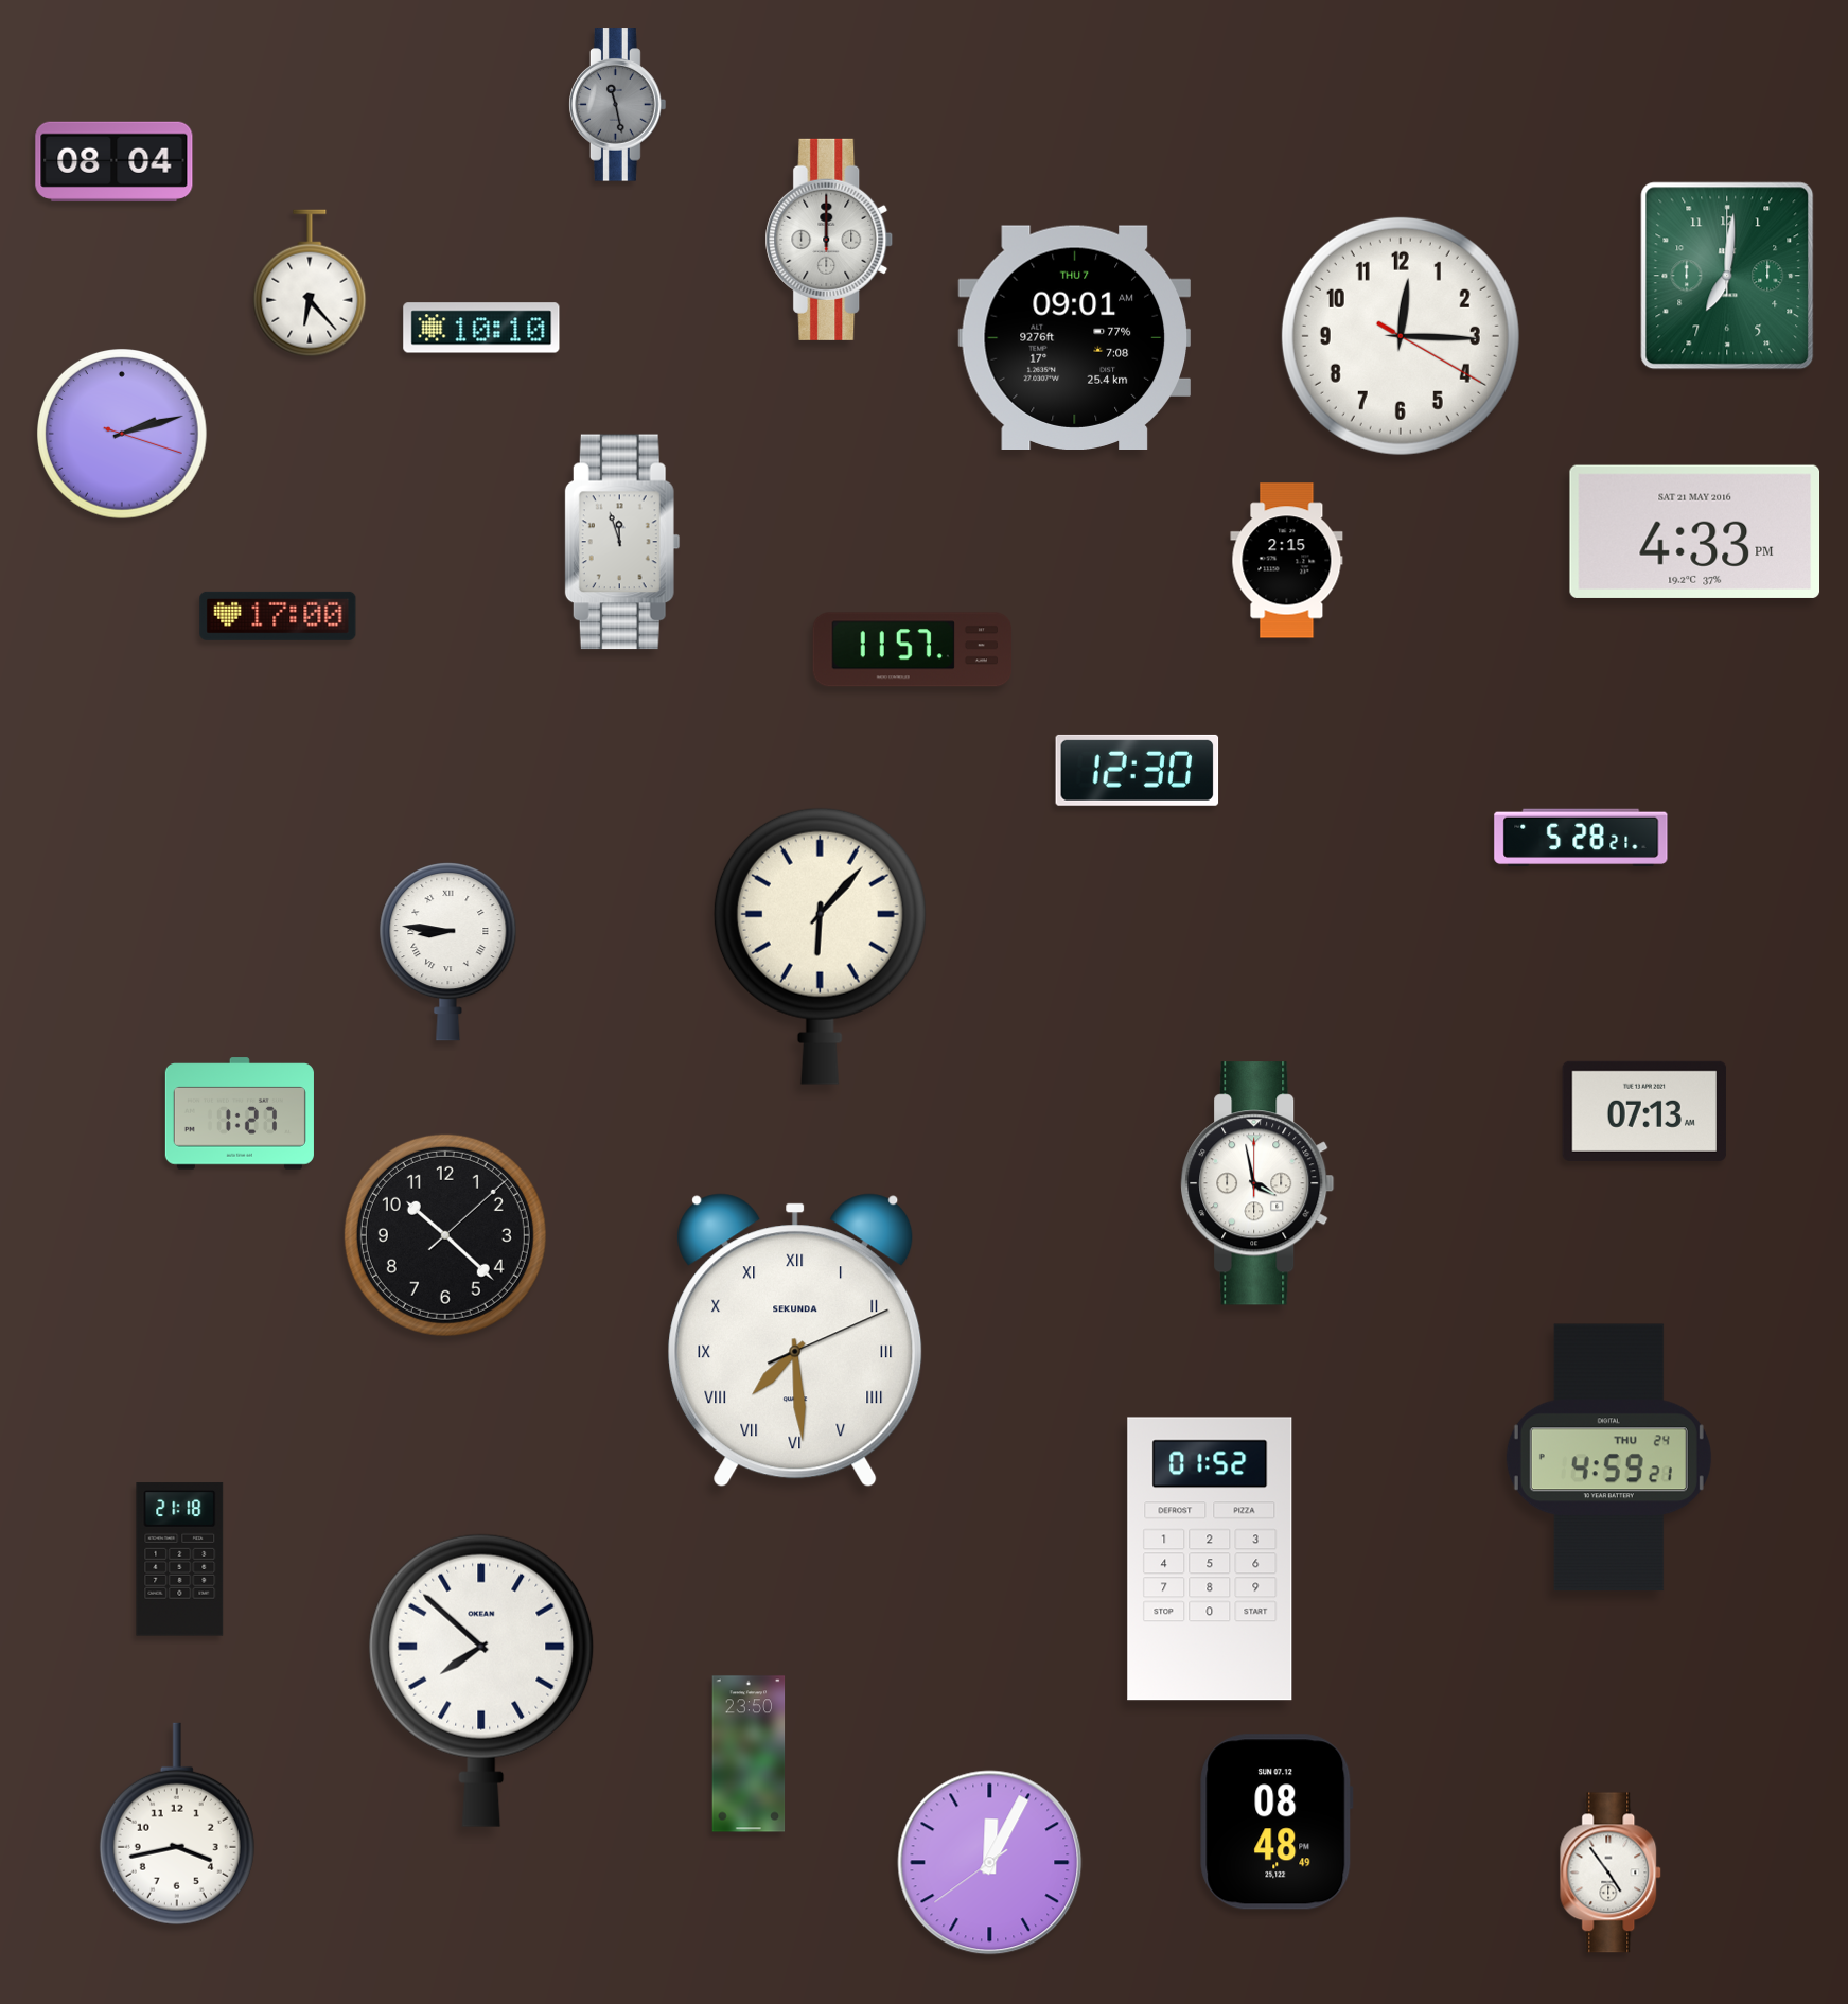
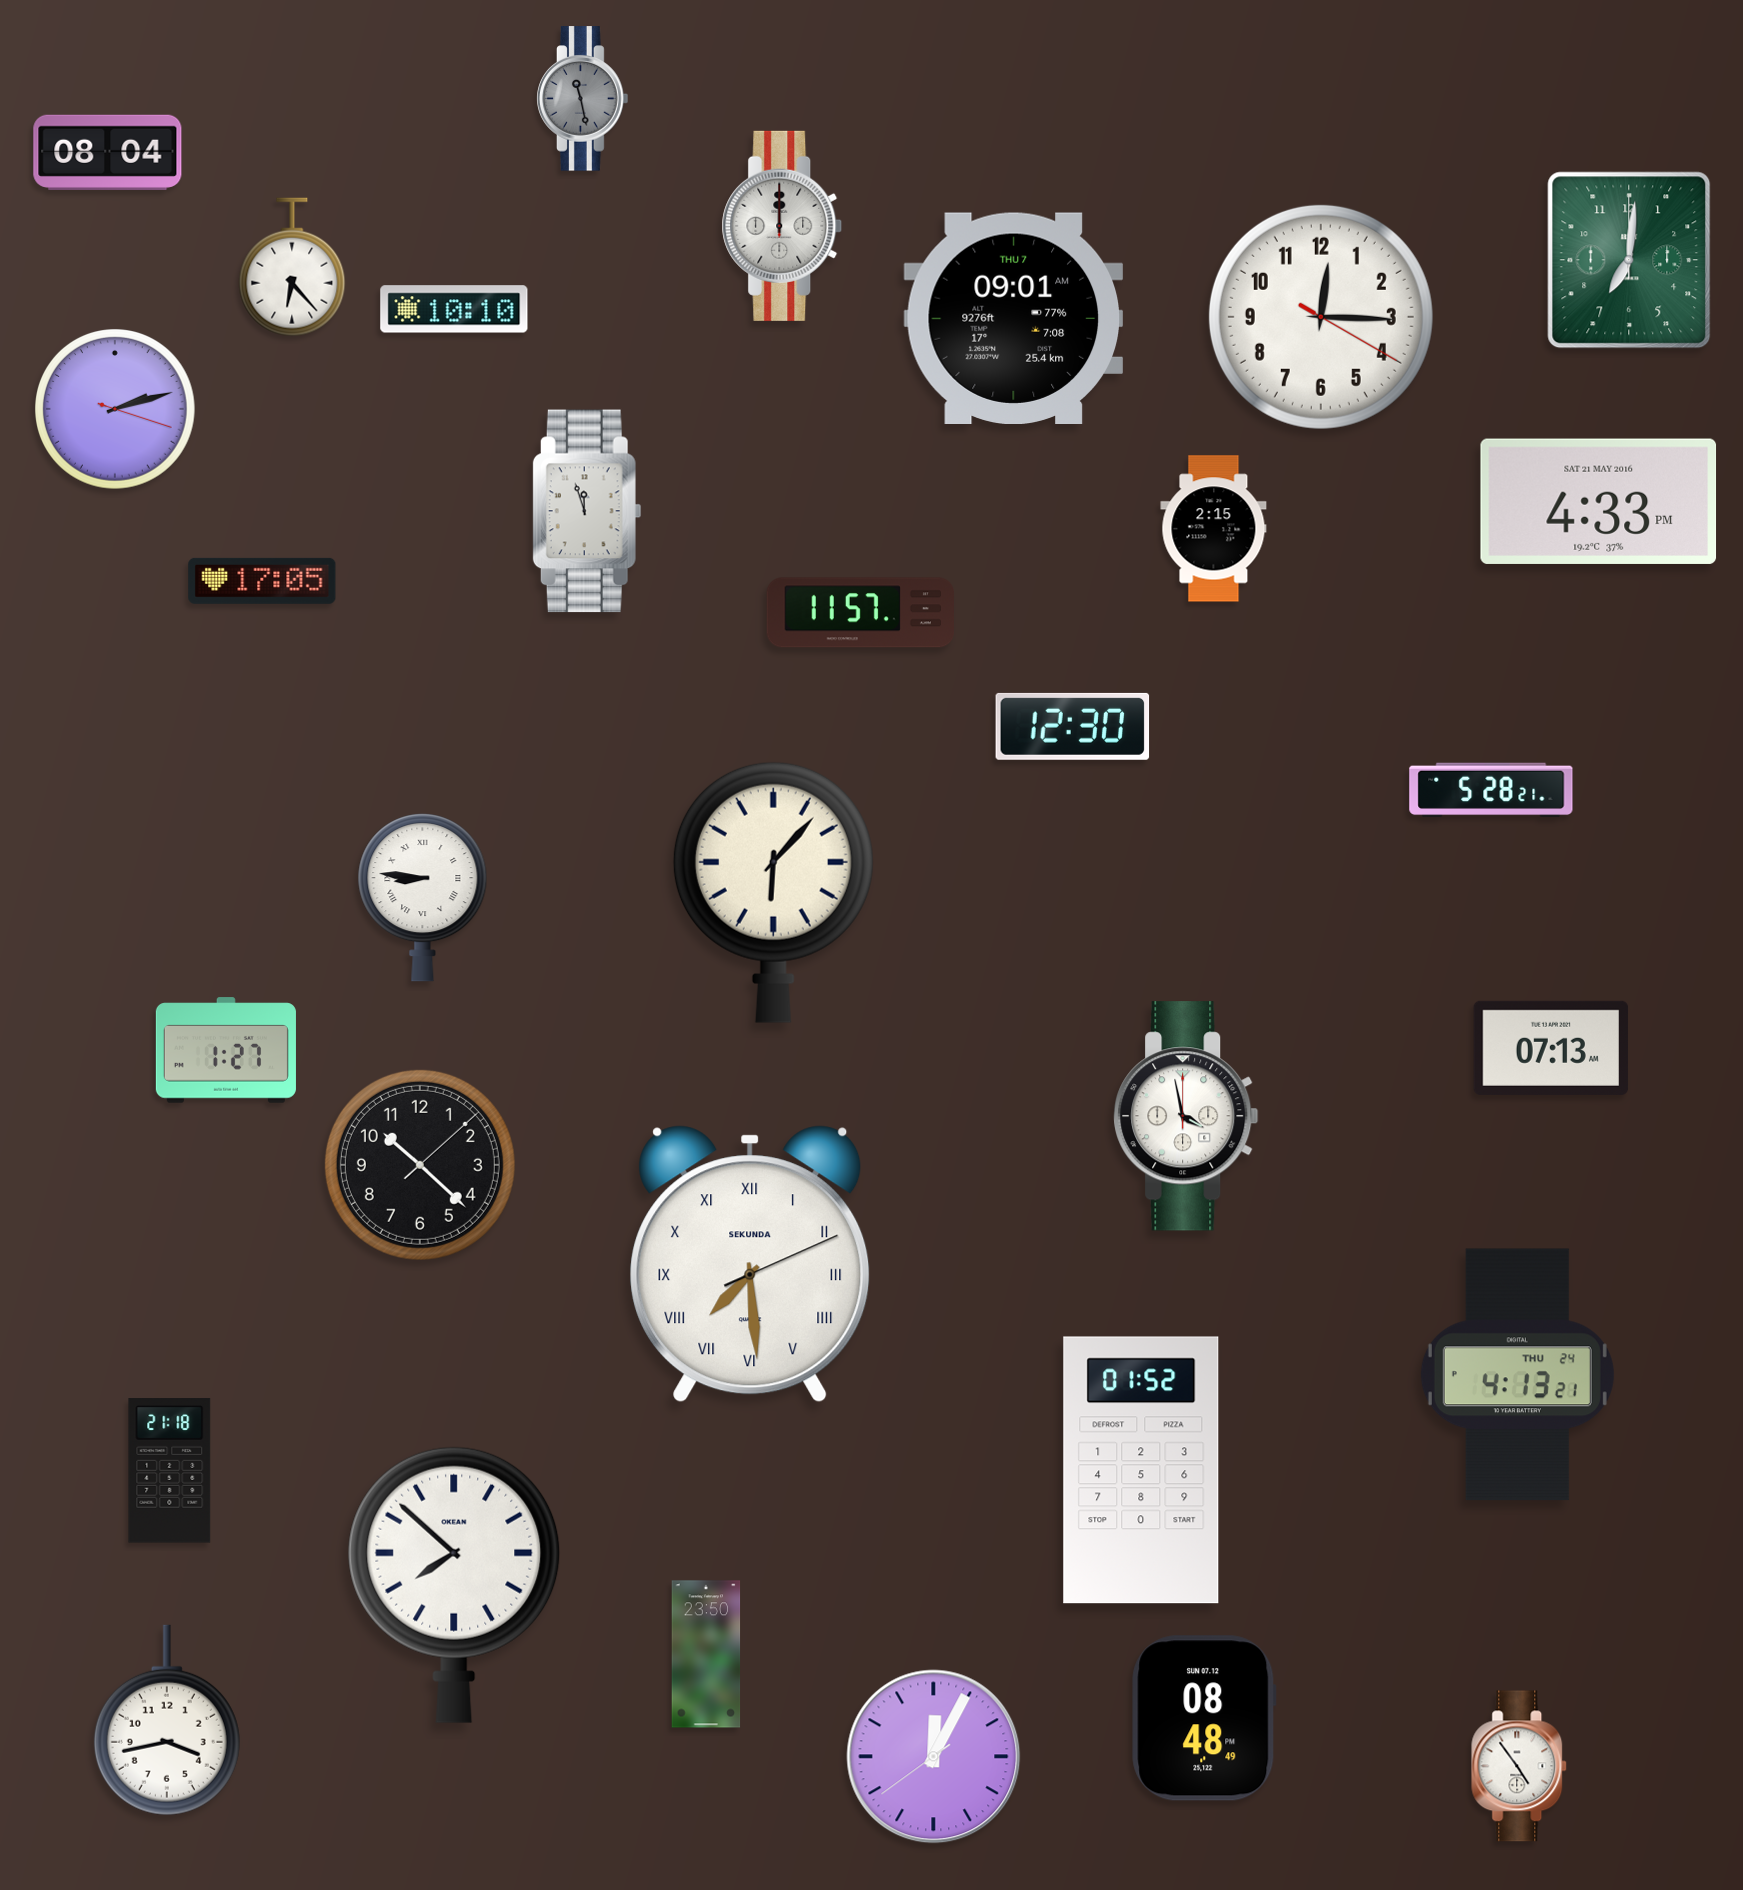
clock at (278, 616): 17:00 -> 17:05
clock at (1608, 1458): 4:59 -> 4:13
